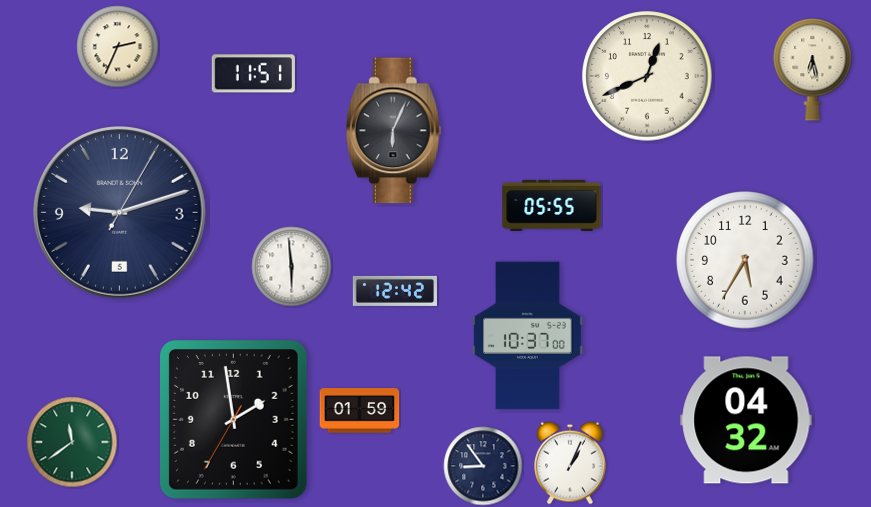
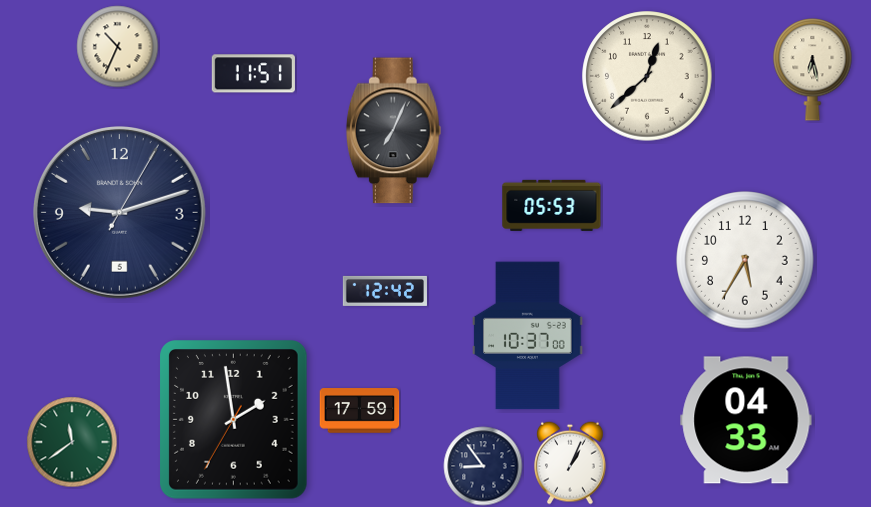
clock at (118, 47): 2:34 -> 10:34
clock at (647, 76): 12:41 -> 12:38
clock at (393, 131): 6:04 -> 7:04
clock at (552, 205): 05:55 -> 05:53
clock at (292, 267): 5:59 -> none
clock at (395, 291) position: (395, 291) -> (385, 291)
clock at (360, 411): 01:59 -> 17:59
clock at (746, 420): 04:32 -> 04:33
